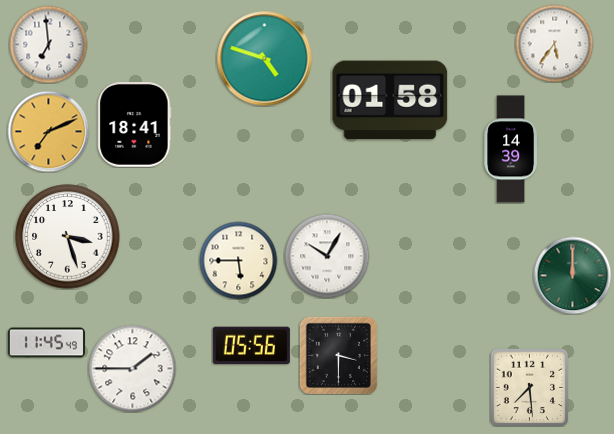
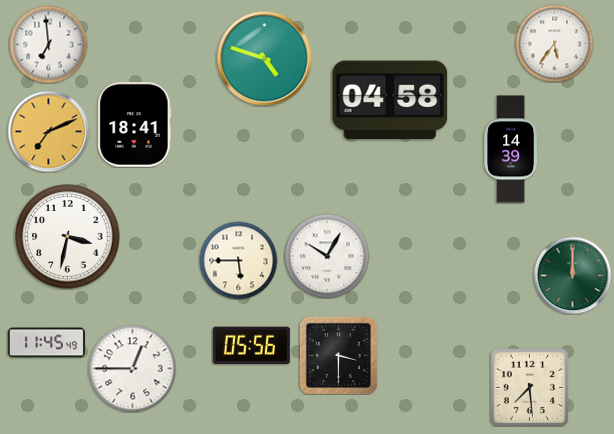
clock at (390, 100): 01:58 -> 04:58
clock at (68, 237): 3:27 -> 3:32
clock at (132, 368): 1:45 -> 12:45
